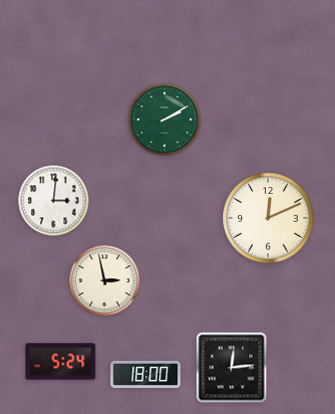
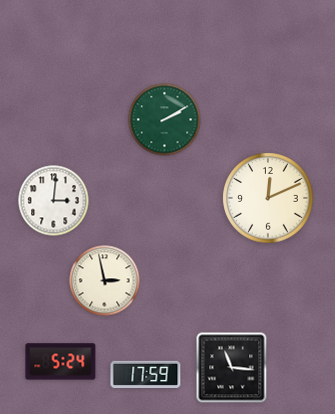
clock at (268, 218) position: (268, 218) -> (268, 198)
clock at (232, 368): 12:14 -> 11:16
clock at (146, 374): 18:00 -> 17:59
